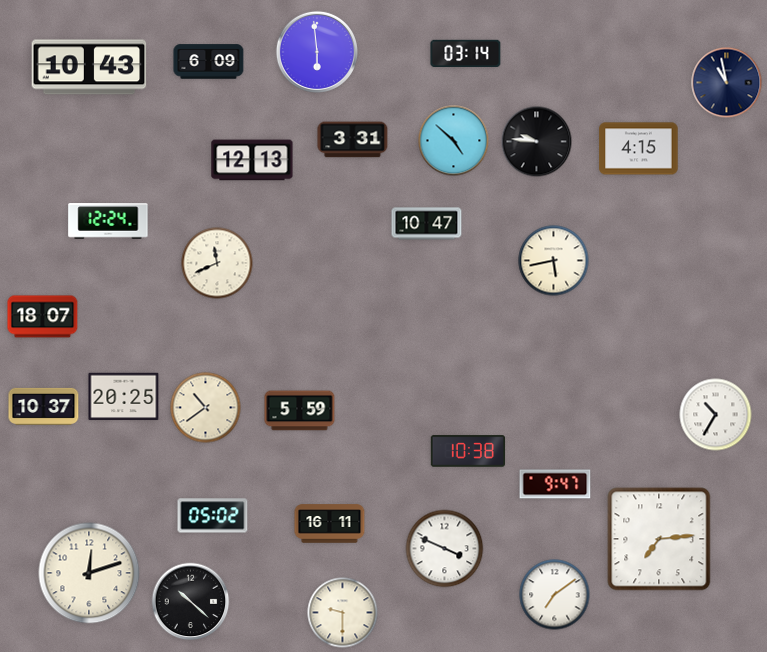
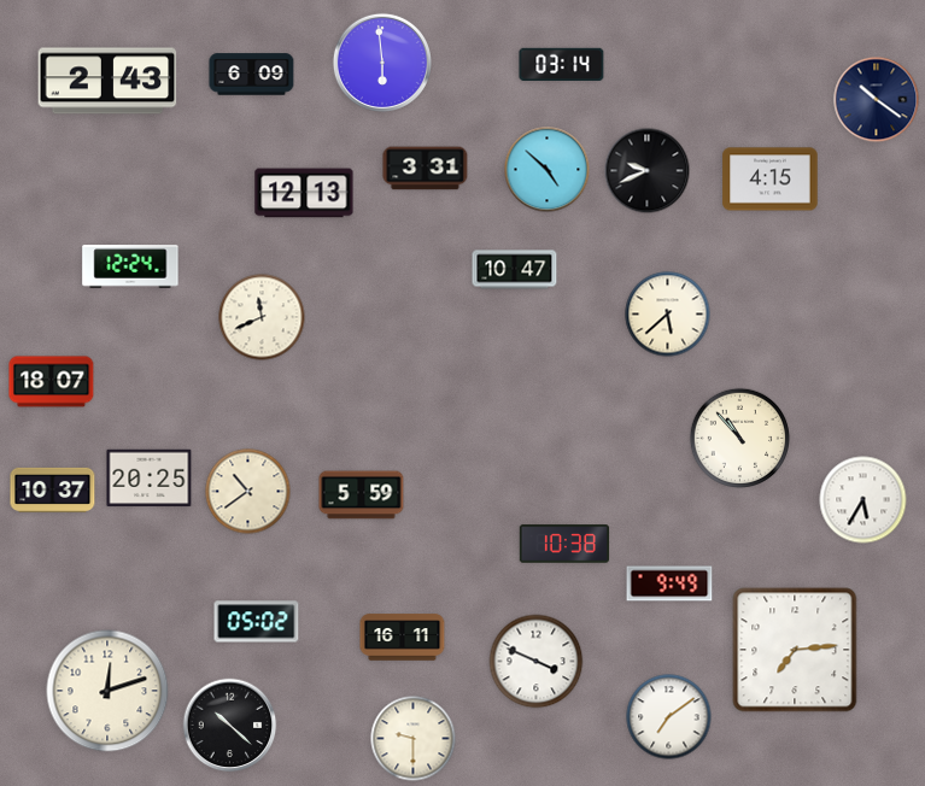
clock at (89, 67): 10:43 -> 2:43
clock at (727, 83): 10:58 -> 10:21
clock at (537, 142): 9:46 -> 9:41
clock at (554, 261): 5:43 -> 5:38
clock at (740, 439): none -> 10:53
clock at (716, 415): 10:35 -> 5:35
clock at (555, 484): 9:47 -> 9:49
clock at (330, 524) position: (330, 524) -> (403, 638)
